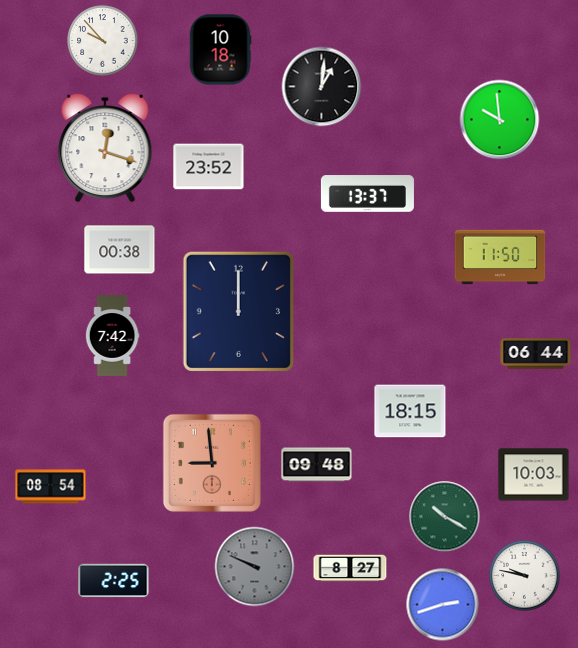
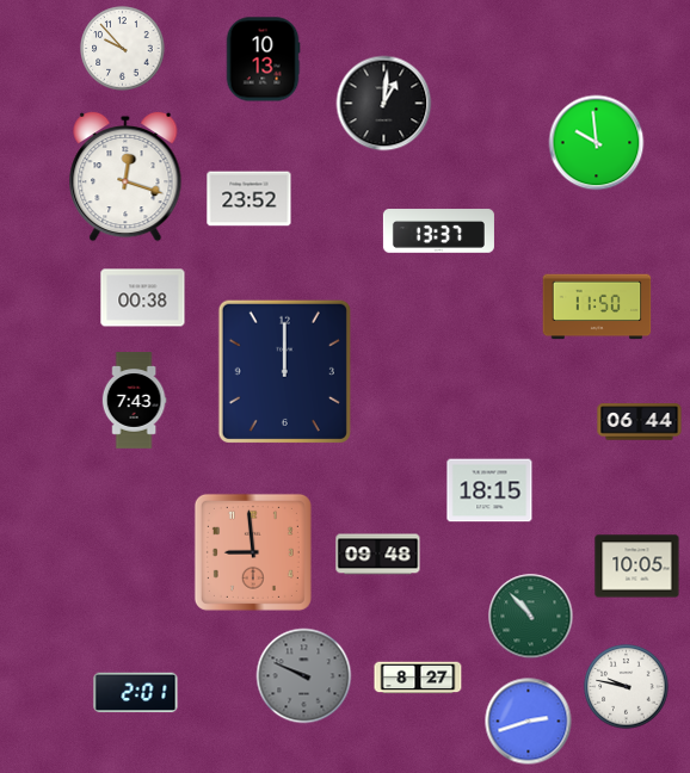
clock at (220, 50): 10:18 -> 10:13
clock at (112, 336): 7:42 -> 7:43
clock at (534, 475): 10:03 -> 10:05
clock at (51, 487): 08:54 -> none
clock at (445, 517): 10:20 -> 10:53
clock at (114, 581): 2:25 -> 2:01
